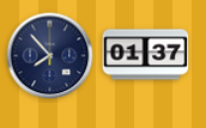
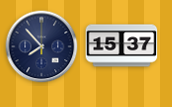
clock at (146, 55): 01:37 -> 15:37
